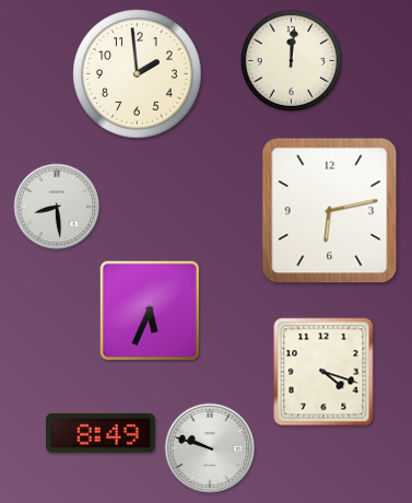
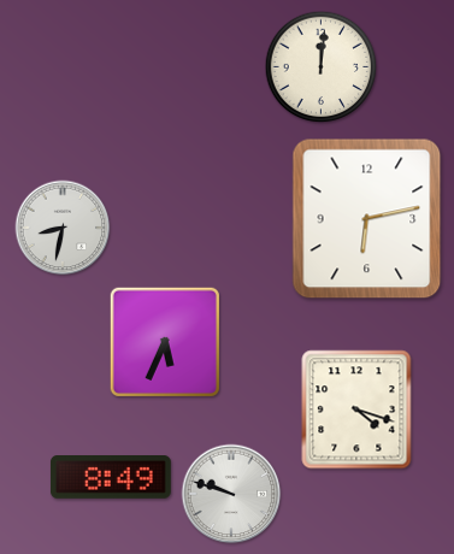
clock at (138, 74): 1:59 -> none
clock at (57, 207): 8:29 -> 8:32
clock at (330, 211) position: (330, 211) -> (367, 219)
